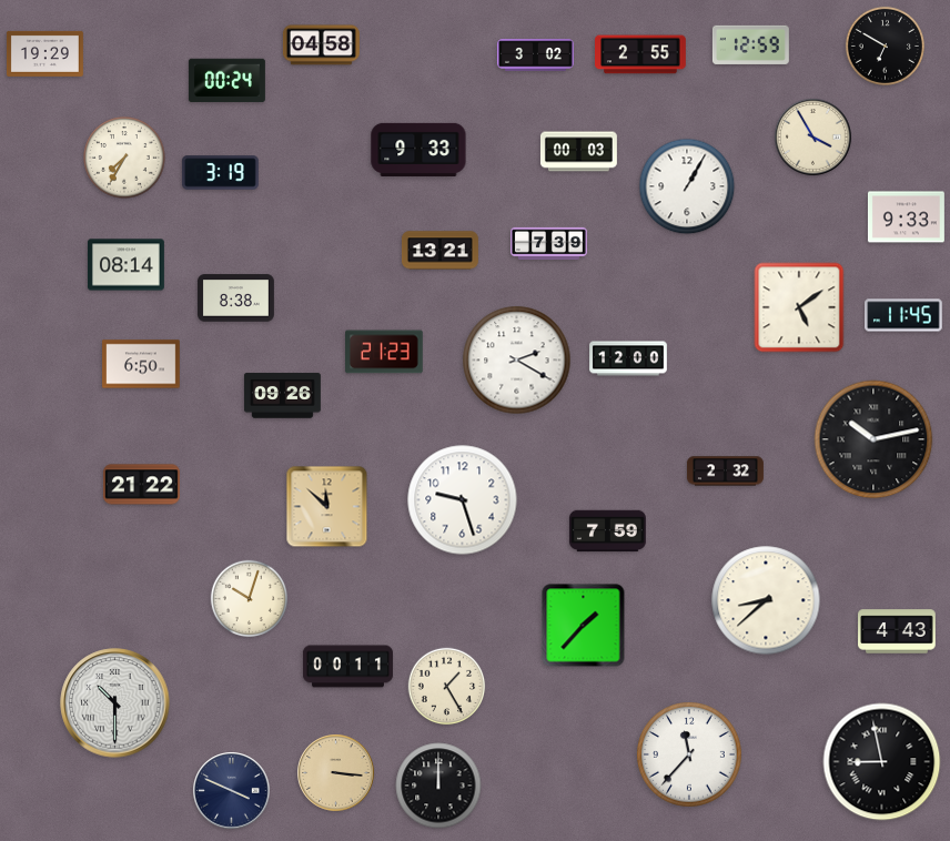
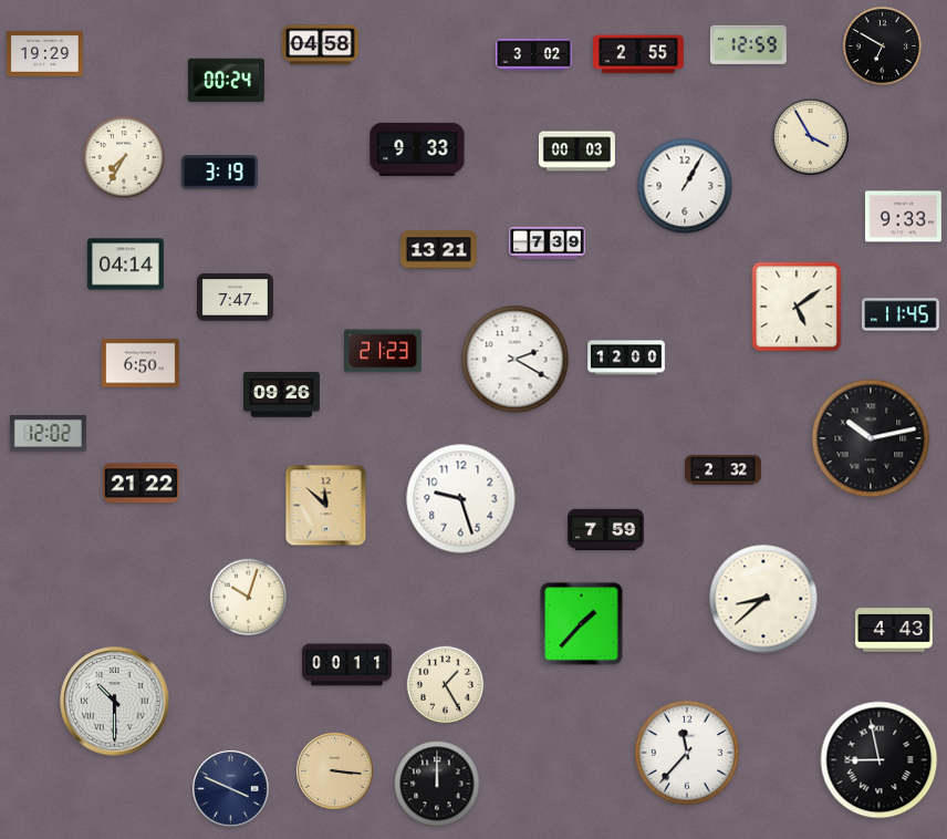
clock at (125, 265): 08:14 -> 04:14
clock at (235, 298): 8:38 -> 7:47
clock at (48, 434): none -> 12:02
